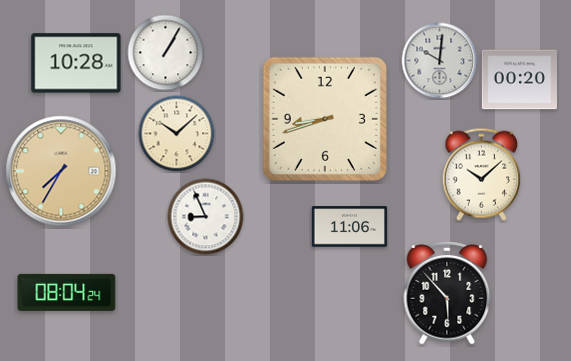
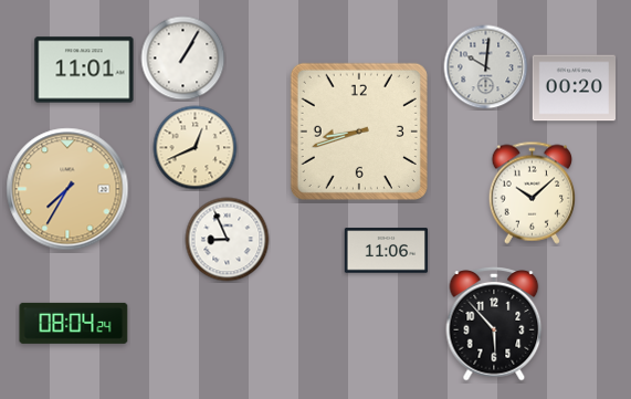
clock at (76, 63): 10:28 -> 11:01
clock at (177, 134): 10:08 -> 12:41
